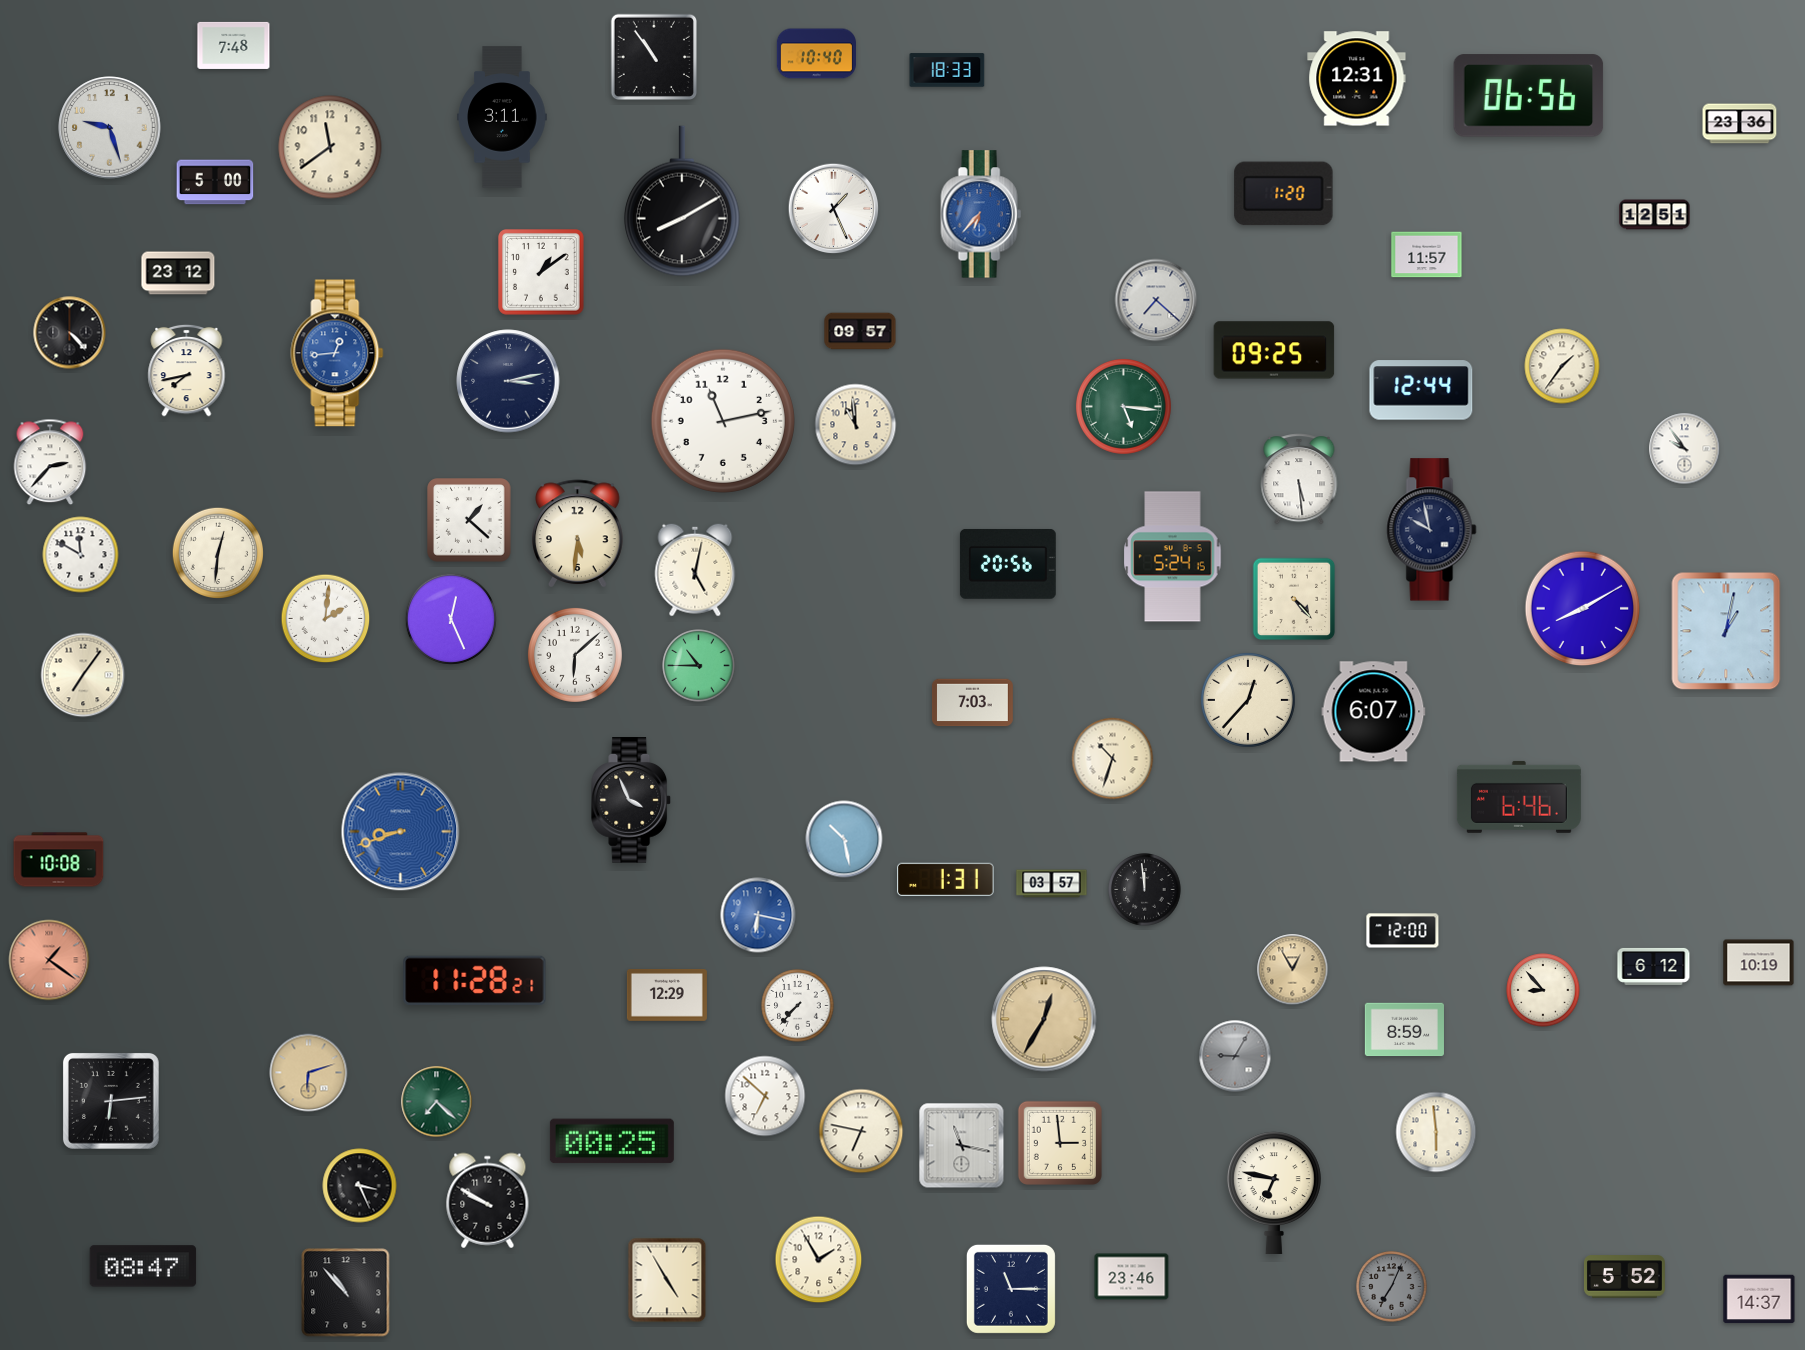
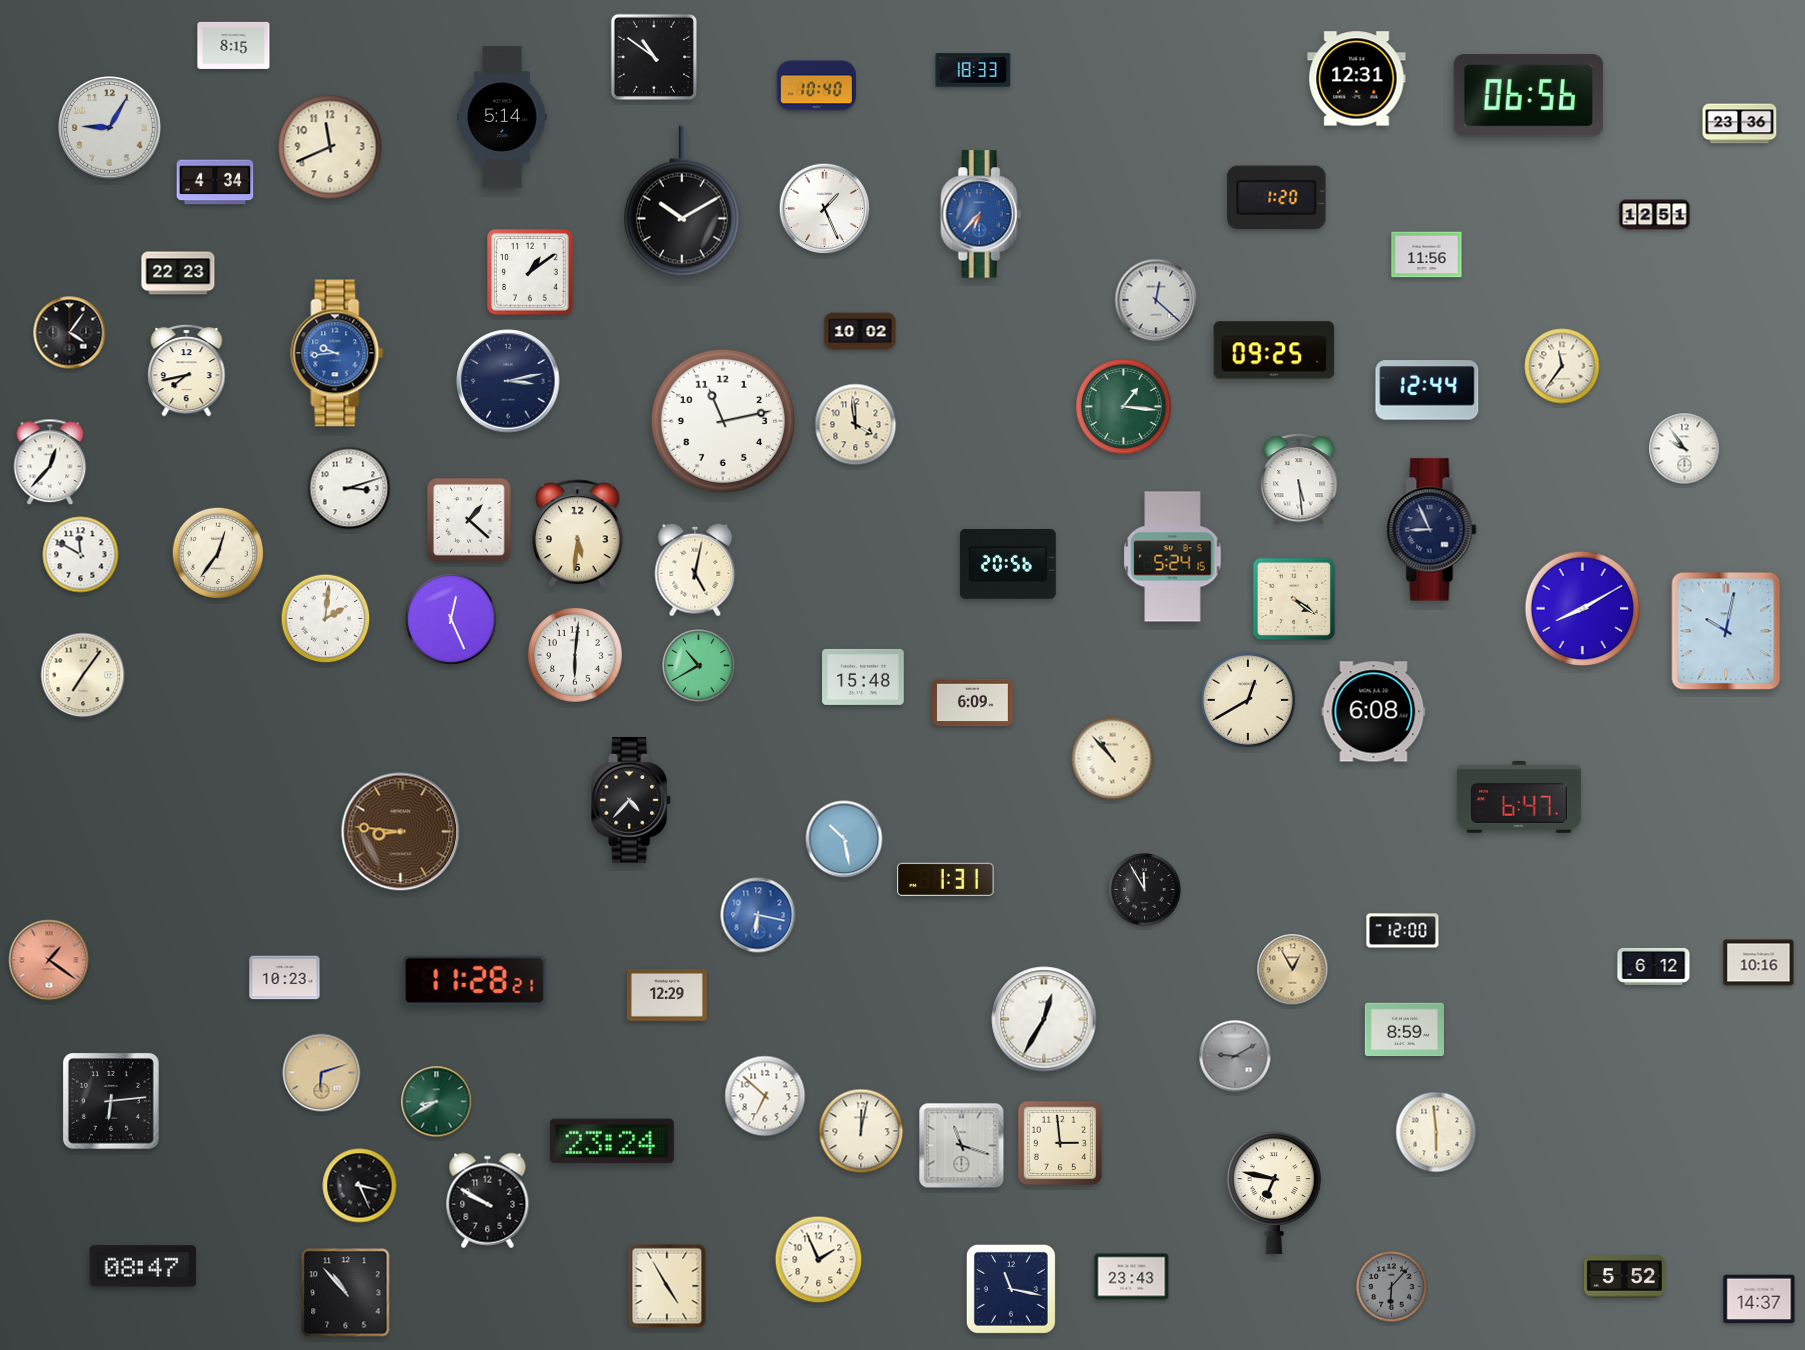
clock at (234, 45): 7:48 -> 8:15
clock at (816, 54) position: (816, 54) -> (816, 86)
clock at (653, 56): 10:54 -> 10:51
clock at (947, 70) position: (947, 70) -> (973, 70)
clock at (502, 117): 3:11 -> 5:14
clock at (110, 128): 9:27 -> 9:05
clock at (330, 147): 11:39 -> 11:41
clock at (215, 182): 5:00 -> 4:34
clock at (1284, 194) position: (1284, 194) -> (1277, 198)
clock at (682, 201): 8:10 -> 10:10
clock at (834, 209) position: (834, 209) -> (825, 209)
clock at (1427, 255): 11:57 -> 11:56
clock at (178, 273): 23:12 -> 22:23
clock at (542, 273) position: (542, 273) -> (531, 273)
clock at (1156, 300): 7:22 -> 12:22
clock at (860, 331): 09:57 -> 10:02
clock at (70, 333): 4:23 -> 4:06
clock at (337, 353): 12:44 -> 9:44
clock at (1562, 366): 1:36 -> 11:36
clock at (1421, 390) position: (1421, 390) -> (1427, 390)
clock at (1123, 406): 5:16 -> 1:16
clock at (856, 425): 10:59 -> 3:59
clock at (50, 462): 2:37 -> 12:37
clock at (349, 488): none -> 3:12
clock at (1432, 530): 9:58 -> 8:56
clock at (217, 552): 12:31 -> 12:36
clock at (1294, 599): 4:23 -> 4:21
clock at (1726, 631): 1:02 -> 10:02
clock at (575, 655): 6:08 -> 6:01
clock at (699, 666): 10:45 -> 10:40
clock at (863, 677): none -> 15:48
clock at (1248, 700): 12:37 -> 12:40
clock at (972, 703): 7:03 -> 6:09
clock at (1374, 712): 6:07 -> 6:08
clock at (1113, 759): 10:33 -> 10:53
clock at (1519, 797): 6:46 -> 6:47
clock at (632, 800): 3:56 -> 4:37
clock at (401, 832): 8:42 -> 8:46
clock at (401, 832) dial: blue -> brown
clock at (59, 860): 10:08 -> none
clock at (1052, 884): 03:57 -> none
clock at (1145, 890): 11:59 -> 11:55
clock at (1759, 963): 10:19 -> 10:16
clock at (285, 978): none -> 10:23
clock at (1543, 990): 8:53 -> none
clock at (798, 1006): 7:37 -> none
clock at (1044, 1019) dial: champagne -> white
clock at (1235, 1056): 9:05 -> 9:10
clock at (309, 1073) position: (309, 1073) -> (322, 1073)
clock at (437, 1102): 7:22 -> 8:40
clock at (861, 1131): 6:47 -> 12:02
clock at (612, 1141): 00:25 -> 23:24
clock at (962, 1146): 11:17 -> 11:18
clock at (819, 1260): 1:55 -> 1:56
clock at (1132, 1277): 23:46 -> 23:43
clock at (667, 1280) position: (667, 1280) -> (667, 1286)
clock at (1392, 1287): 7:04 -> 6:07
clock at (1011, 1289): 11:15 -> 11:17
